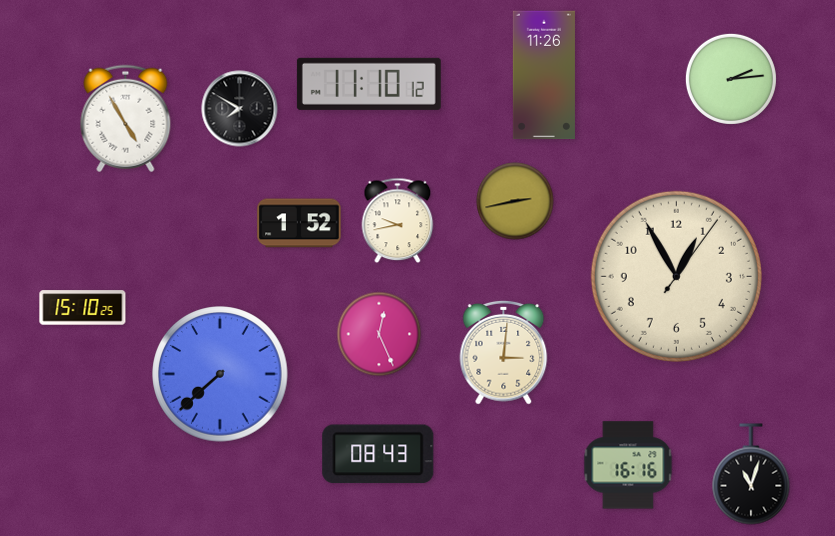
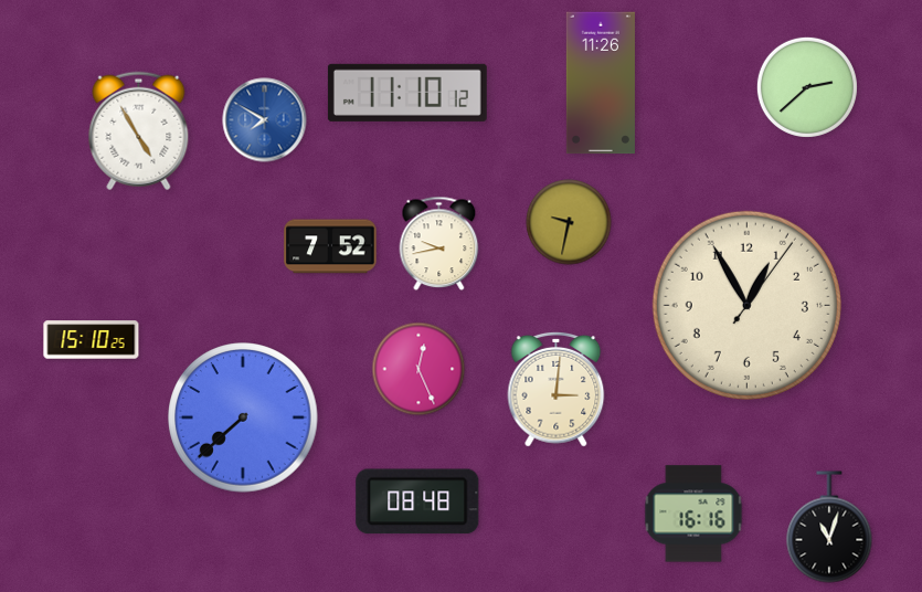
clock at (731, 79): 2:14 -> 2:38
clock at (240, 109) dial: black -> blue
clock at (515, 201): 2:43 -> 9:32
clock at (299, 223): 1:52 -> 7:52
clock at (220, 374) position: (220, 374) -> (243, 417)
clock at (378, 454): 08:43 -> 08:48
clock at (751, 474) position: (751, 474) -> (829, 527)
